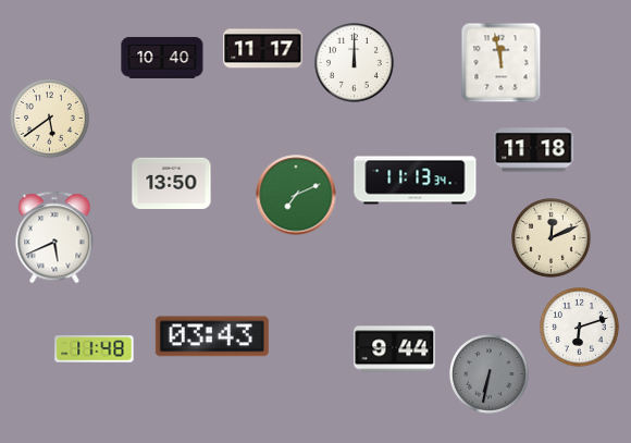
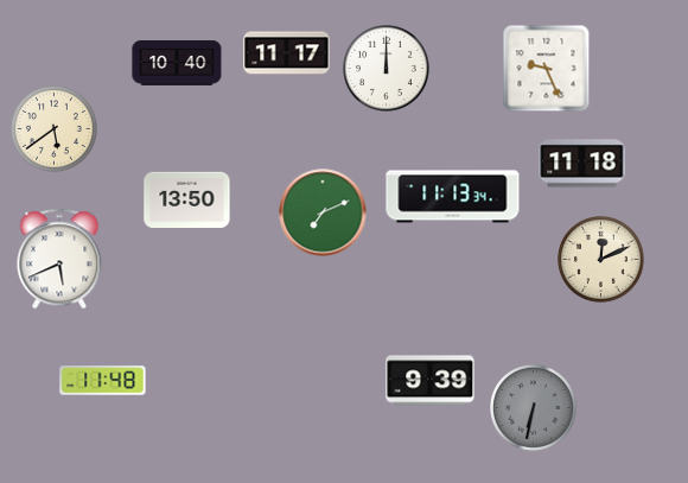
clock at (502, 63): 11:58 -> 9:26
clock at (580, 328): 6:12 -> none
clock at (212, 336): 03:43 -> none
clock at (395, 349): 9:44 -> 9:39
